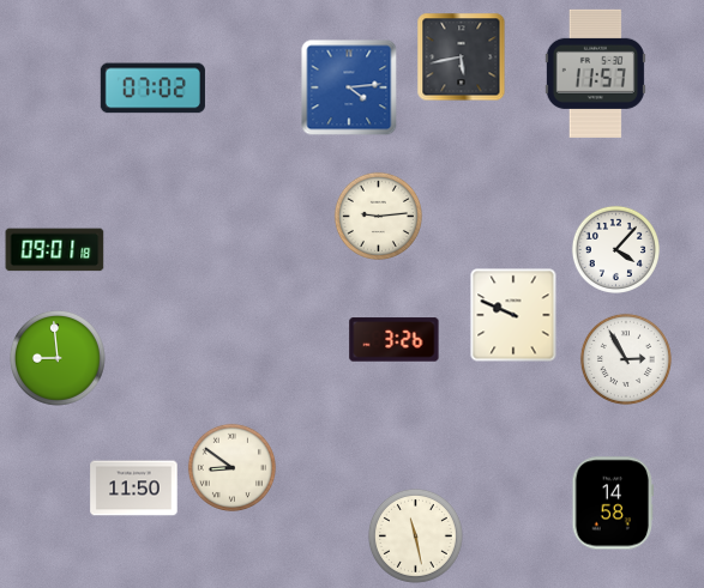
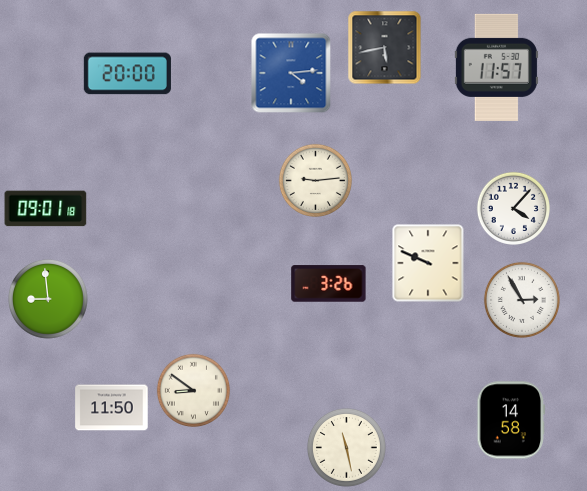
clock at (595, 73) position: (595, 73) -> (496, 67)
clock at (152, 89): 07:02 -> 20:00
